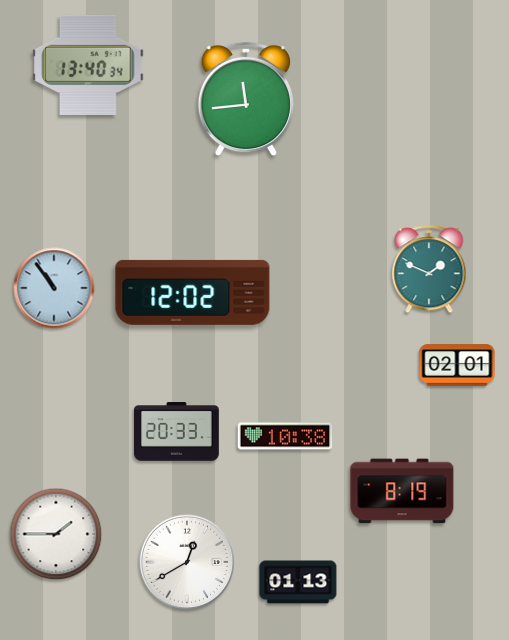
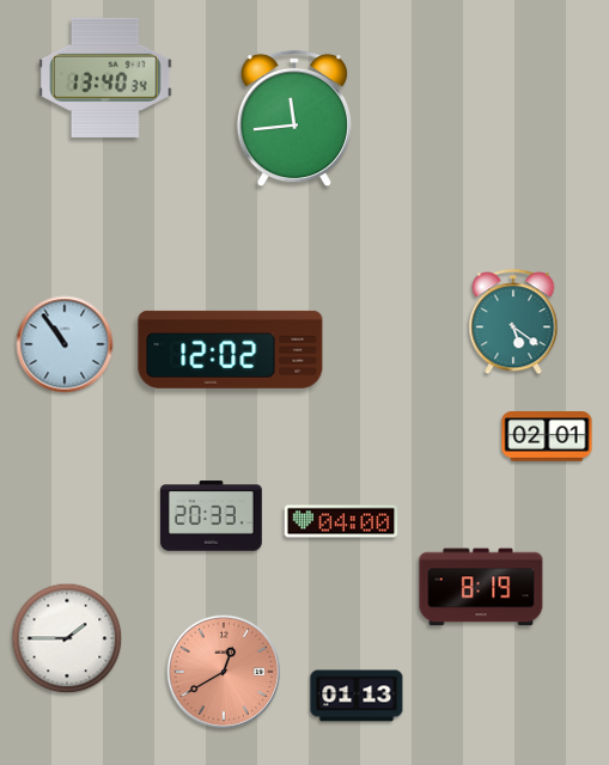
clock at (429, 270): 1:49 -> 5:21
clock at (285, 436): 10:38 -> 04:00
clock at (187, 562) dial: white -> salmon
